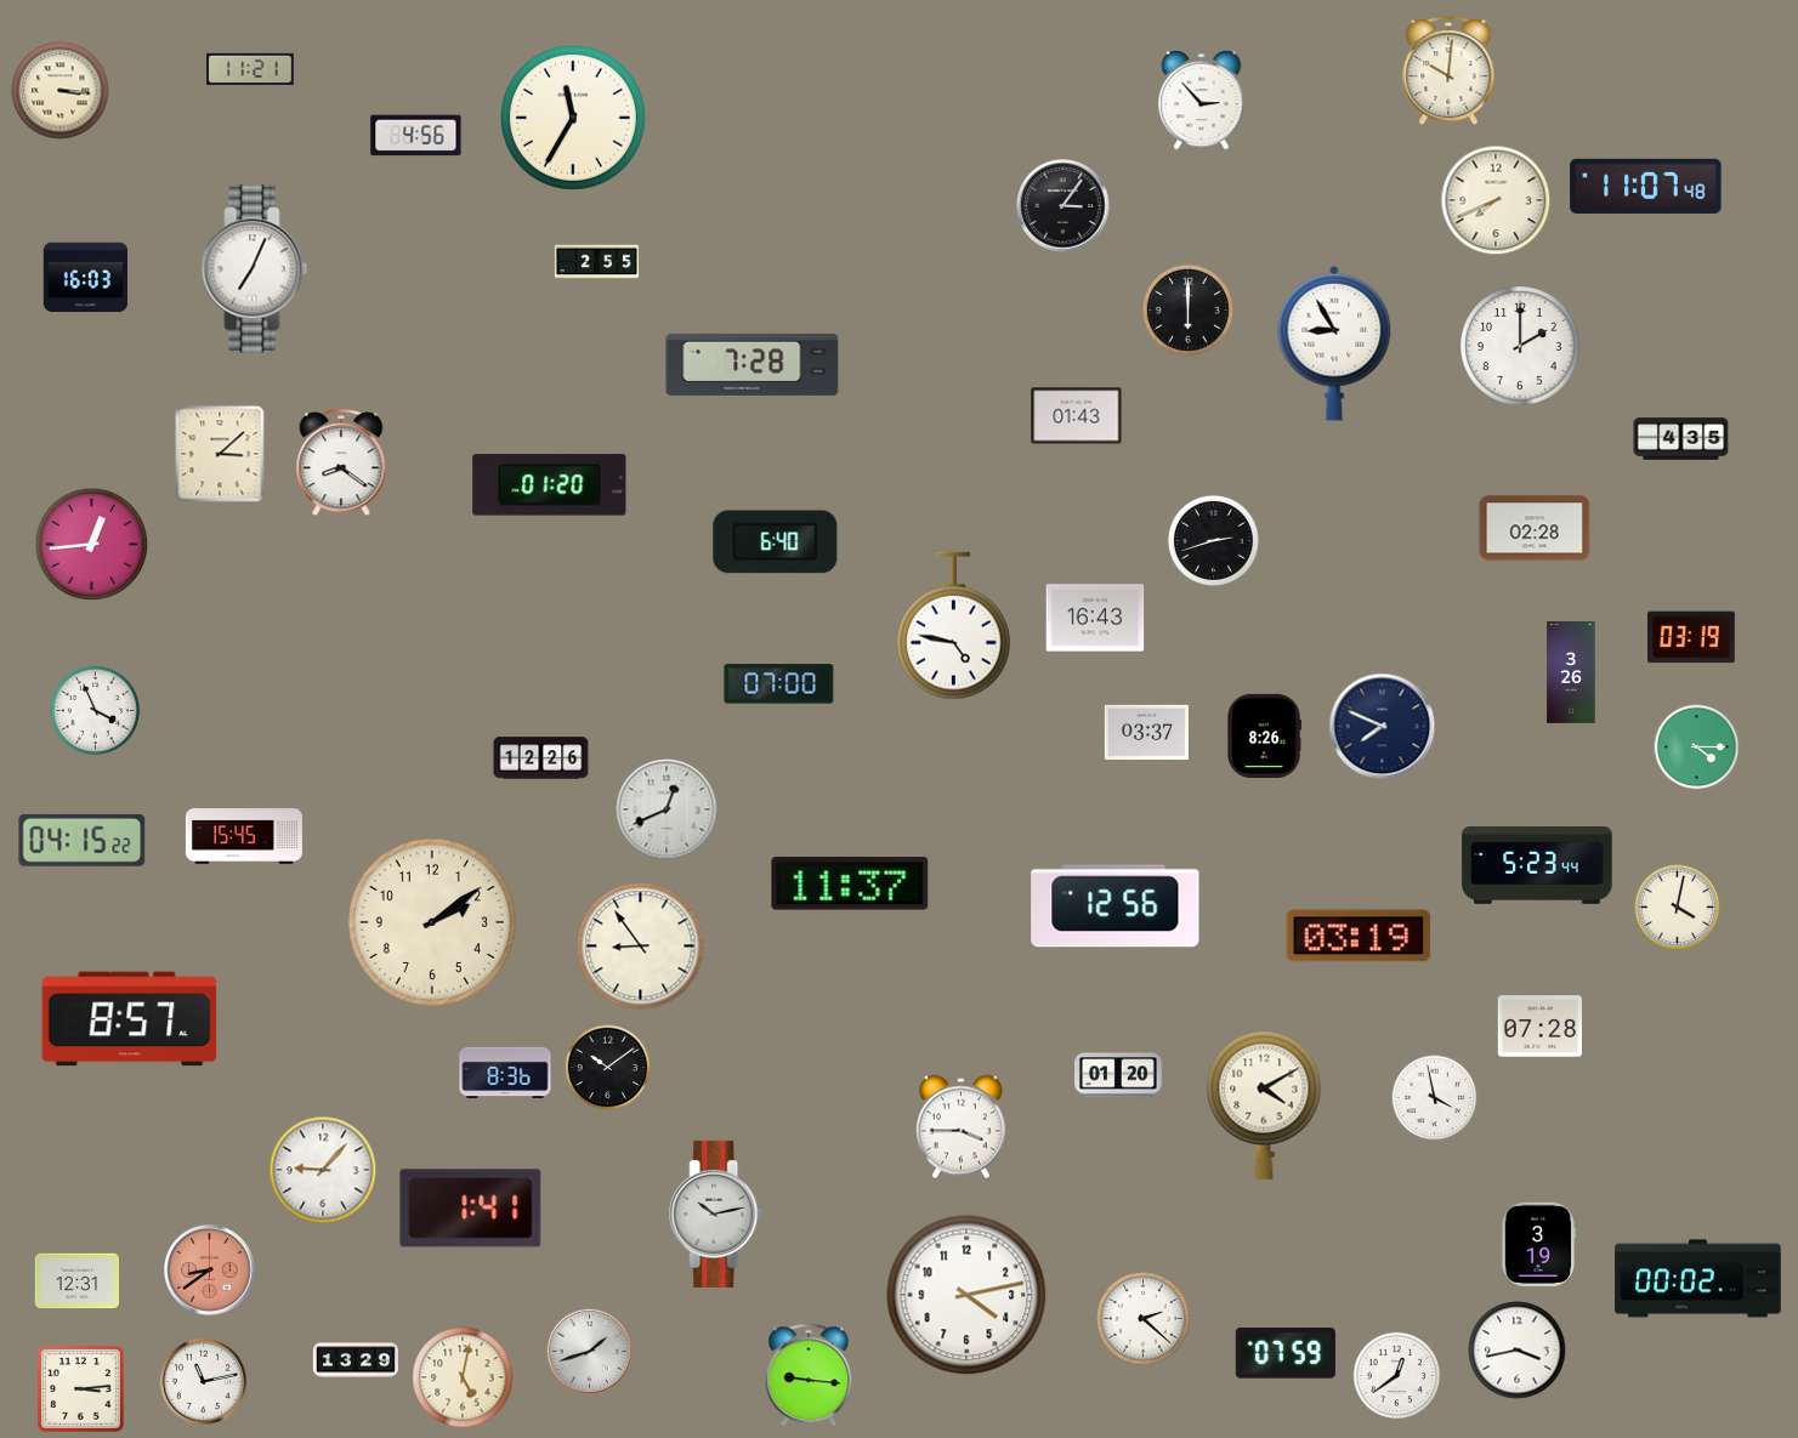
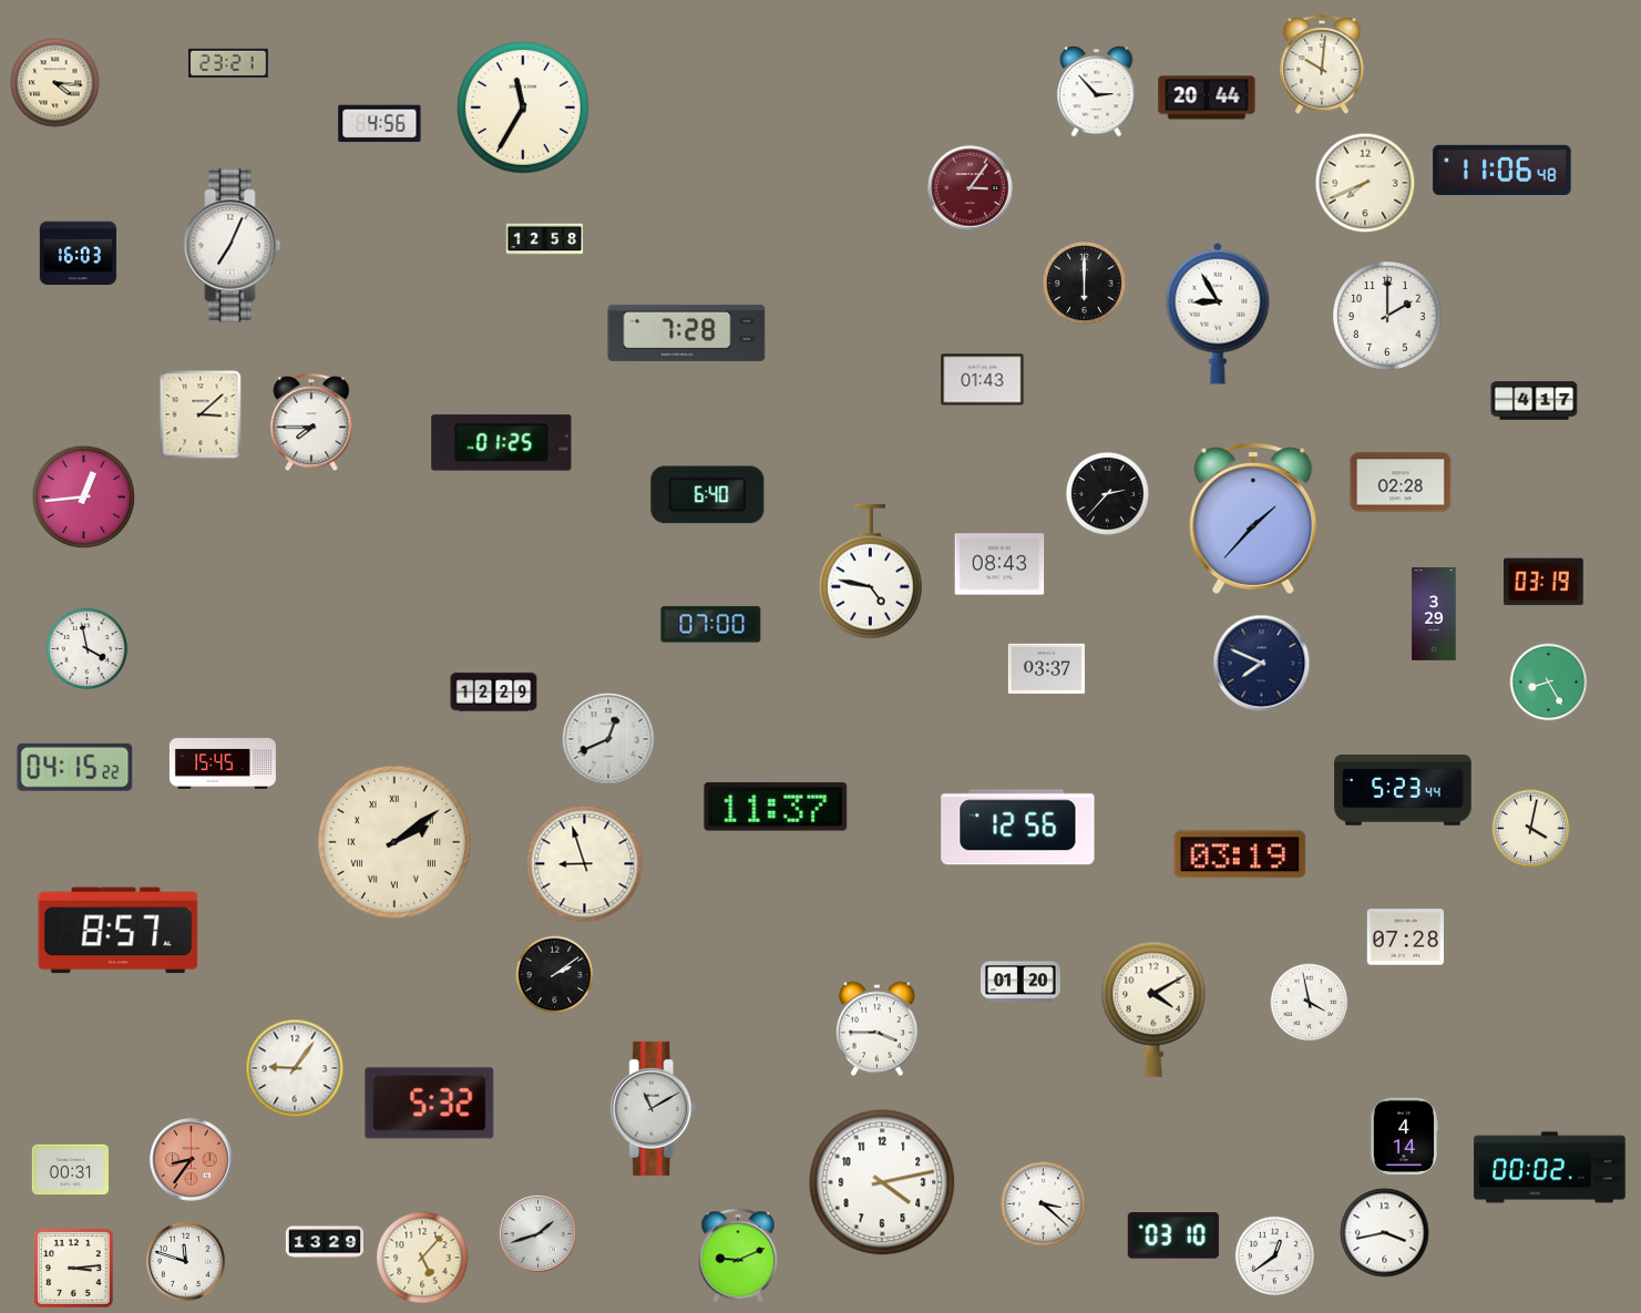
clock at (250, 68): 11:21 -> 23:21
clock at (61, 91): 3:16 -> 4:16
clock at (1207, 98): none -> 20:44
clock at (1646, 186): 11:07 -> 11:06
clock at (1064, 206) dial: black -> burgundy
clock at (597, 262): 2:55 -> 12:58
clock at (1681, 439): 4:35 -> 4:17
clock at (341, 464): 8:21 -> 7:45
clock at (550, 485): 01:20 -> 01:25
clock at (1213, 540): 2:42 -> 2:37
clock at (1253, 519): none -> 1:37
clock at (1095, 618): 16:43 -> 08:43
clock at (1571, 673): 3:26 -> 3:29
clock at (95, 710): 3:56 -> 3:58
clock at (1265, 735): 8:26 -> none
clock at (1697, 748): 4:15 -> 8:25
clock at (541, 758): 12:26 -> 12:29
clock at (432, 922) numerals: Arabic -> Roman
clock at (641, 947): 8:54 -> 8:57
clock at (608, 1068): 10:09 -> 2:09
clock at (505, 1073): 8:36 -> none
clock at (323, 1170): 9:07 -> 9:06
clock at (471, 1209): 1:41 -> 5:32
clock at (716, 1214): 10:13 -> 11:10
clock at (1538, 1244): 3:19 -> 4:14
clock at (210, 1271): 8:39 -> 8:36
clock at (76, 1281): 12:31 -> 00:31
clock at (1144, 1319): 2:22 -> 3:22
clock at (1286, 1354): 07:59 -> 03:10
clock at (809, 1375): 9:16 -> 9:11
clock at (463, 1377): 5:02 -> 5:07
clock at (203, 1381): 11:13 -> 11:48
